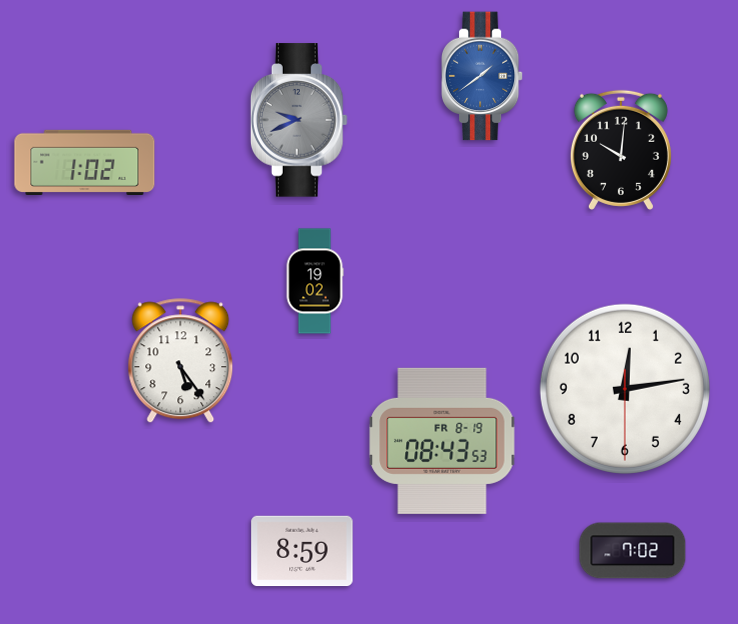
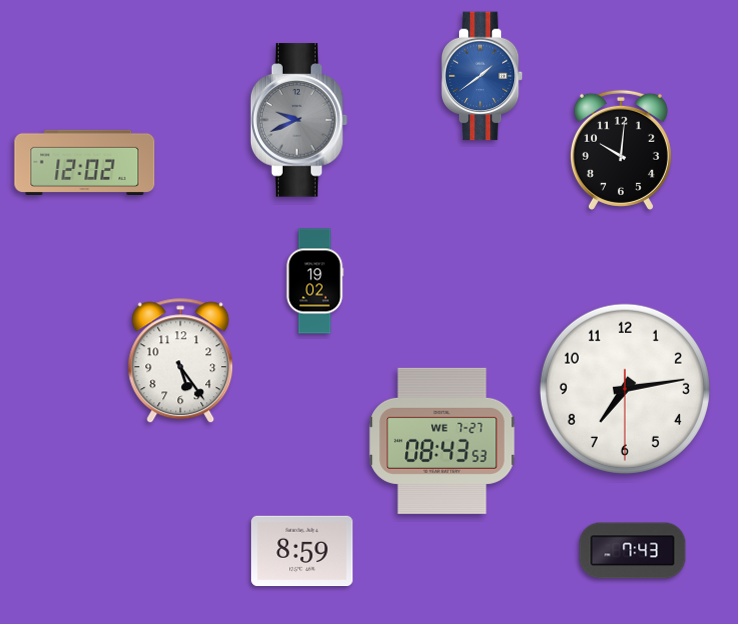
clock at (85, 162): 1:02 -> 12:02
clock at (625, 389): 12:13 -> 7:13
clock at (442, 441) date: FR 8-19 -> WE 7-27
clock at (633, 551): 7:02 -> 7:43
